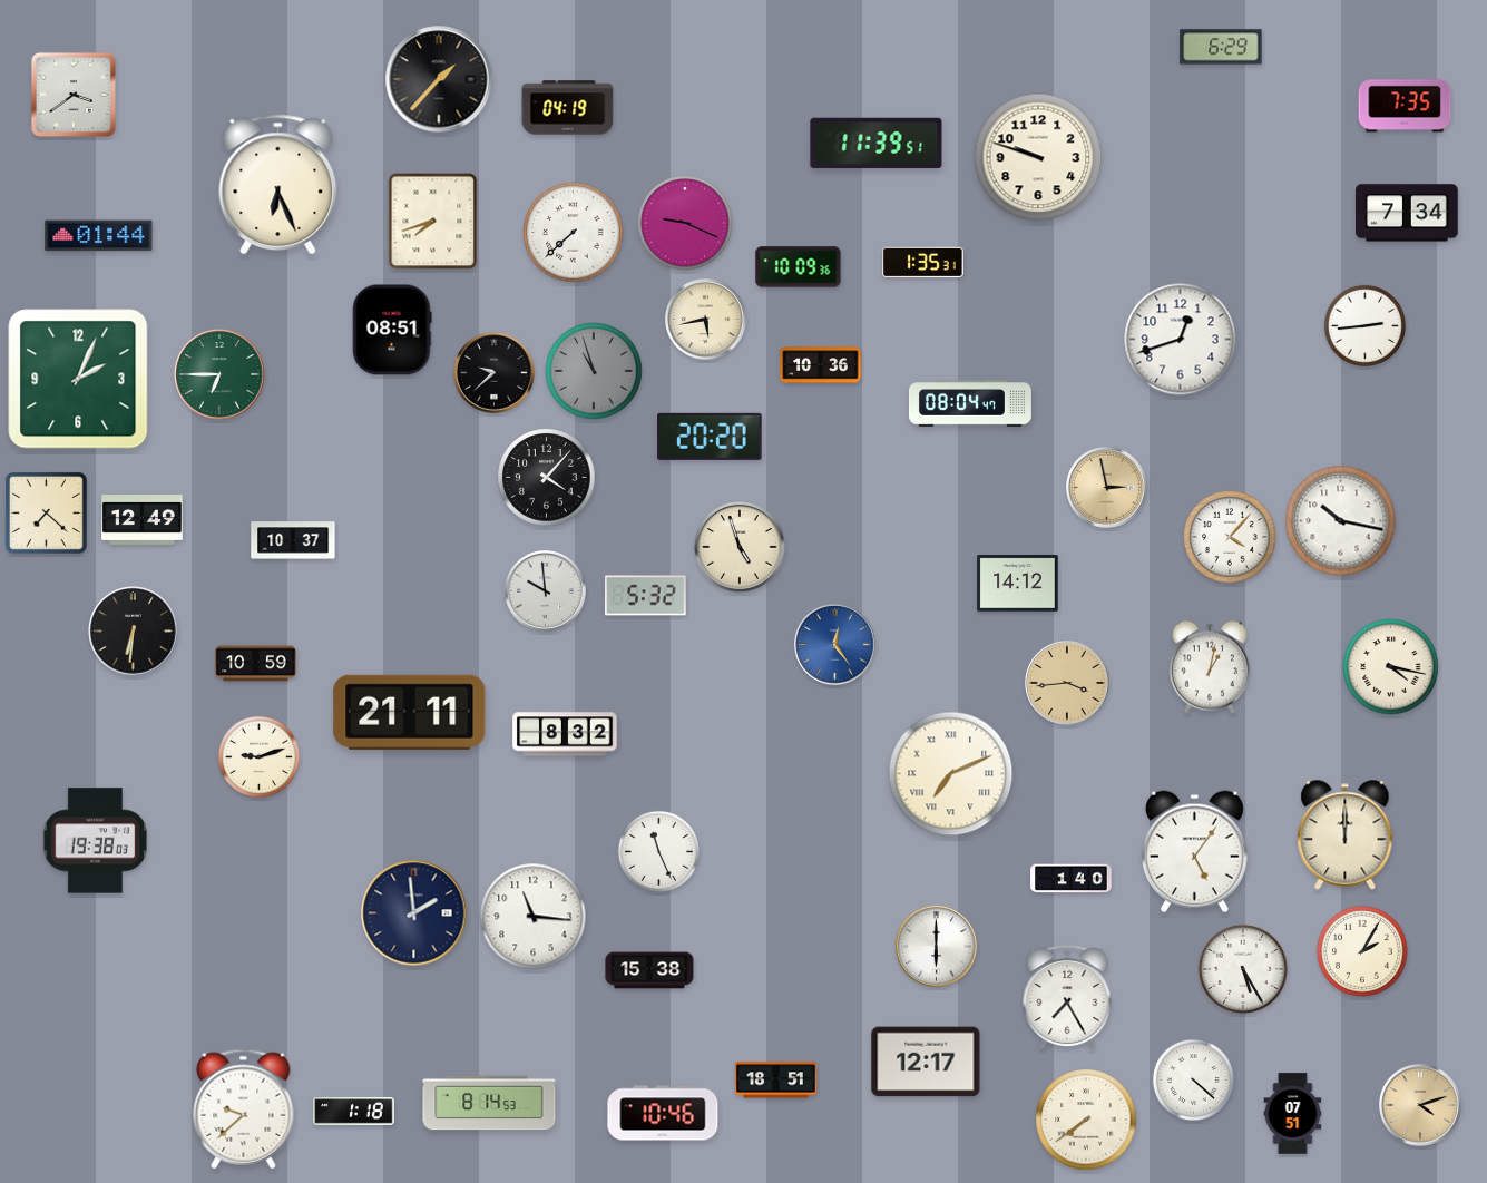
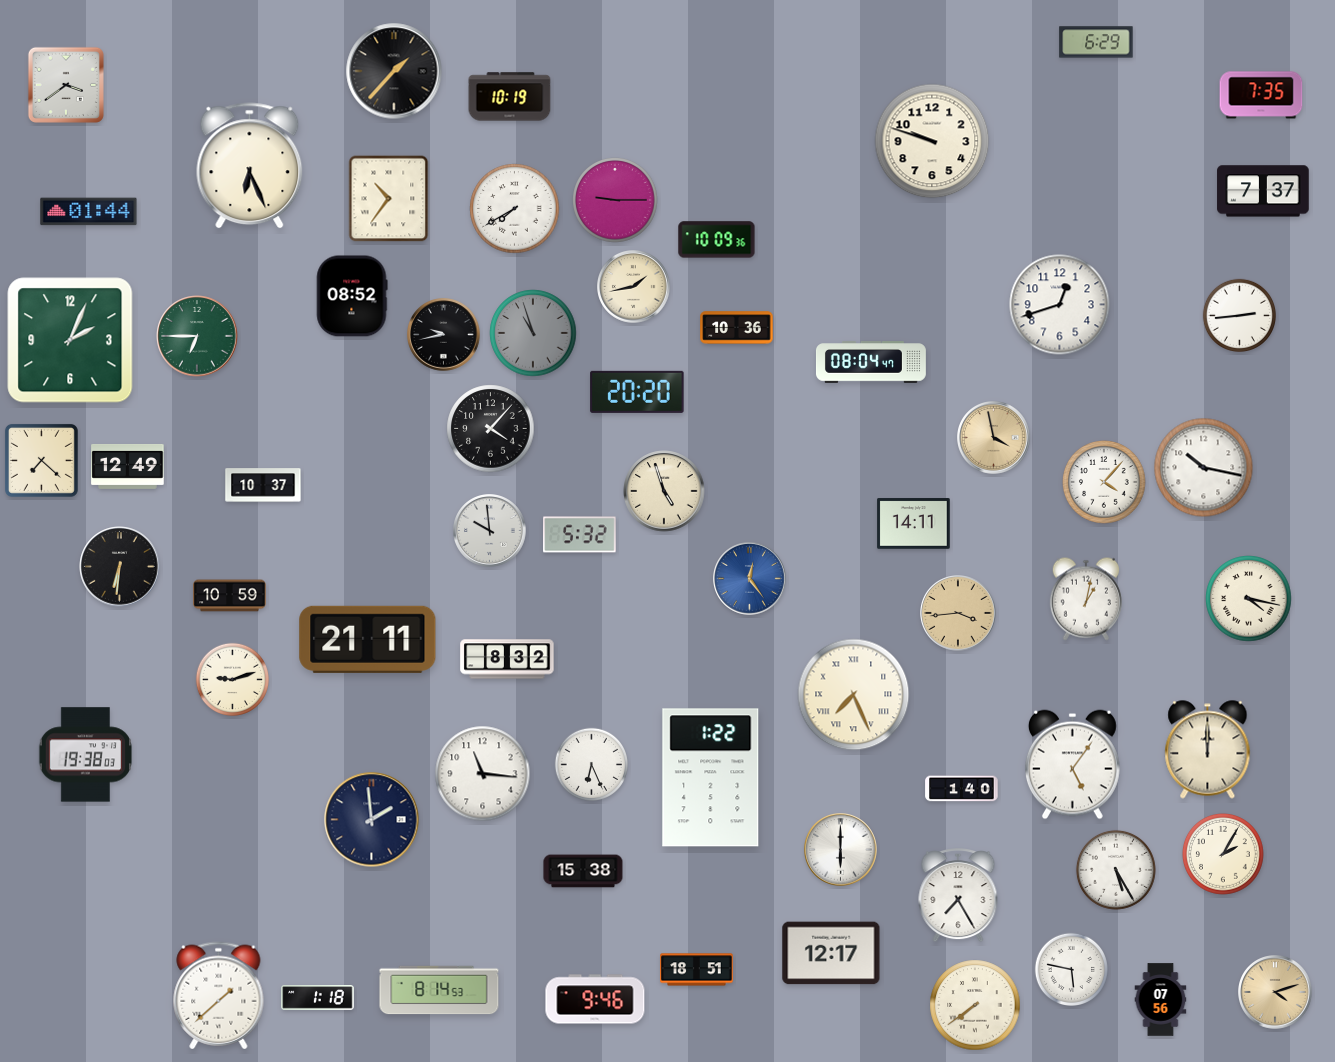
clock at (568, 108): 04:19 -> 10:19
clock at (877, 144): 11:39 -> none
clock at (1407, 213): 7:34 -> 7:37
clock at (433, 222): 7:42 -> 10:36
clock at (685, 223): 9:19 -> 9:15
clock at (574, 233): 7:38 -> 7:40
clock at (923, 262): 1:35 -> none
clock at (706, 320): 5:43 -> 1:43
clock at (1364, 325) position: (1364, 325) -> (1239, 315)
clock at (392, 330): 08:51 -> 08:52
clock at (495, 373): 9:38 -> 9:43
clock at (1107, 488): 2:58 -> 3:58
clock at (1018, 584): 14:12 -> 14:11
clock at (951, 774): 7:11 -> 7:26
clock at (658, 851): 11:26 -> 6:26
clock at (711, 778): none -> 1:22
clock at (534, 917) position: (534, 917) -> (483, 774)
clock at (1193, 1079): 4:22 -> 5:47
clock at (244, 1109): 9:38 -> 1:38
clock at (663, 1113): 10:46 -> 9:46
clock at (1293, 1114): 07:51 -> 07:56
